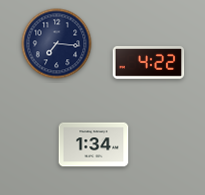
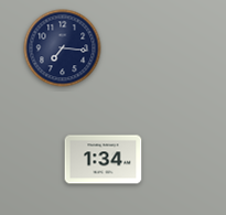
clock at (149, 63): 4:22 -> none
